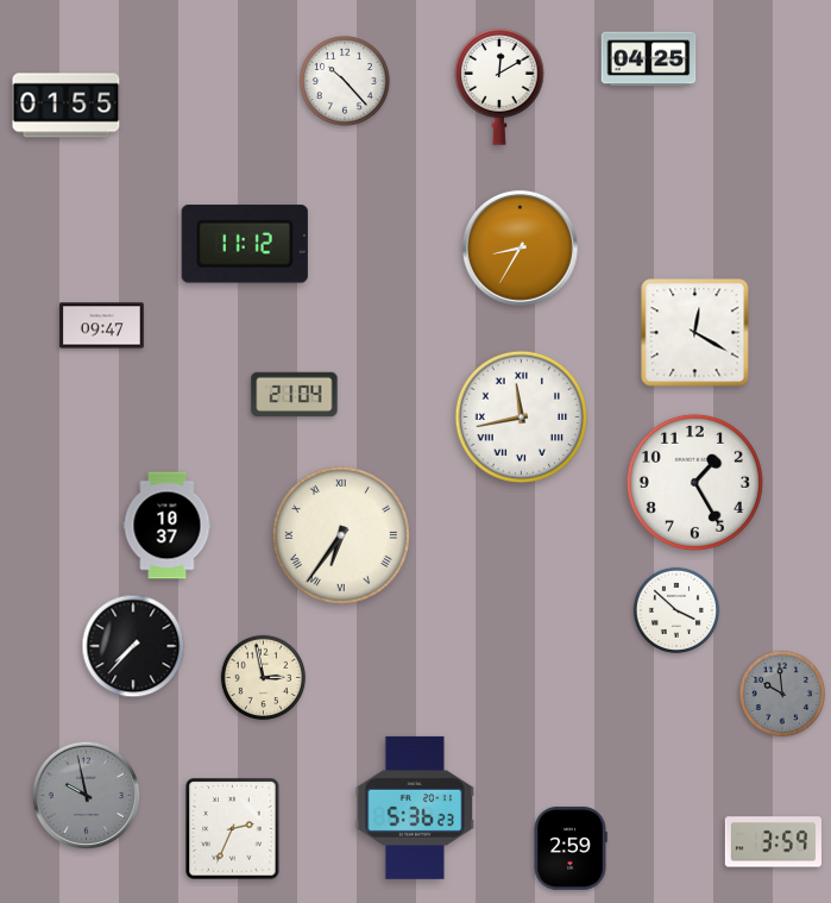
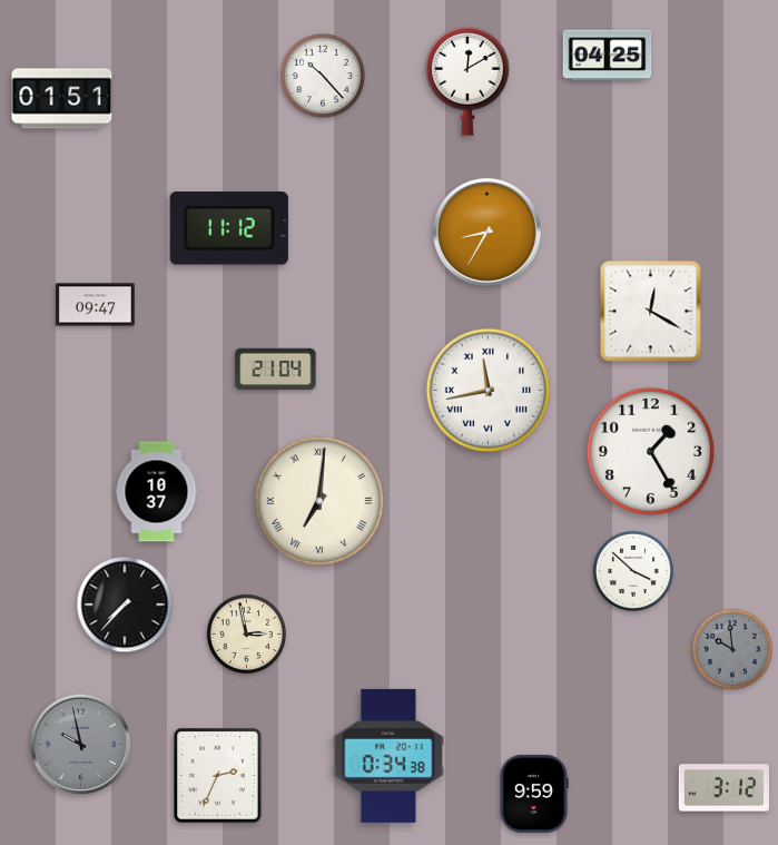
clock at (67, 106): 01:55 -> 01:51
clock at (341, 535): 6:36 -> 7:01
clock at (414, 808): 5:36 -> 0:34
clock at (773, 842): 3:59 -> 3:12
clock at (571, 848): 2:59 -> 9:59
